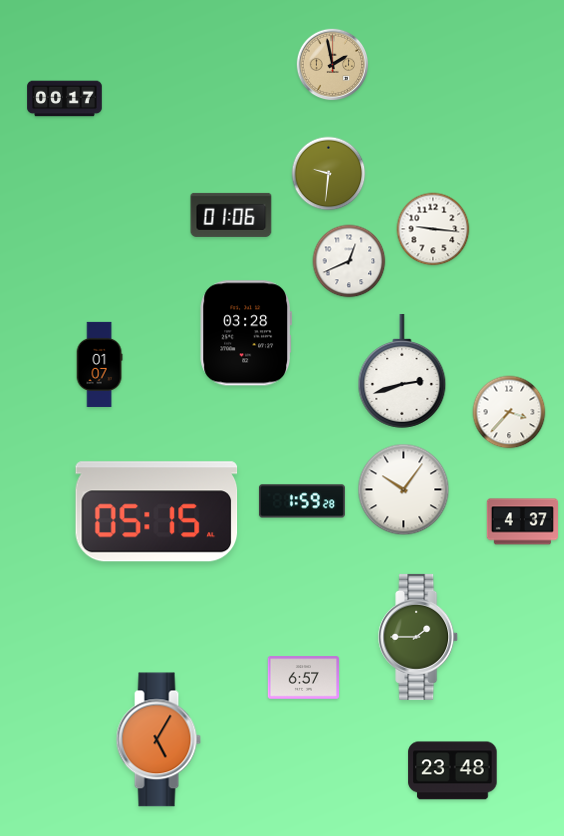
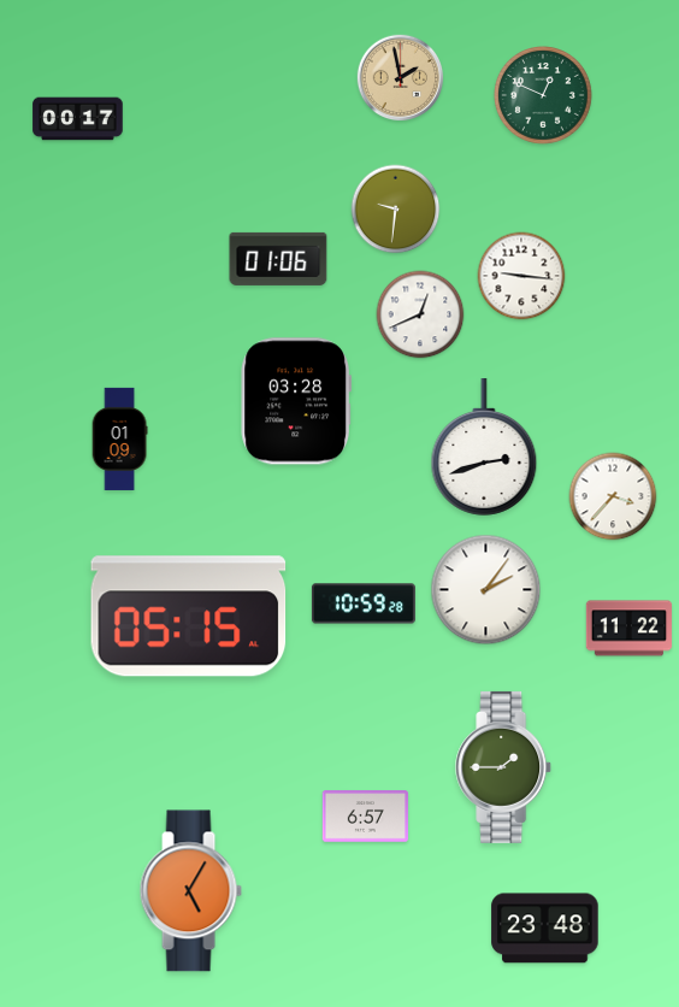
clock at (543, 95): none -> 12:49
clock at (99, 364): 01:07 -> 01:09
clock at (404, 490): 10:06 -> 2:06
clock at (302, 501): 1:59 -> 10:59
clock at (523, 522): 4:37 -> 11:22
